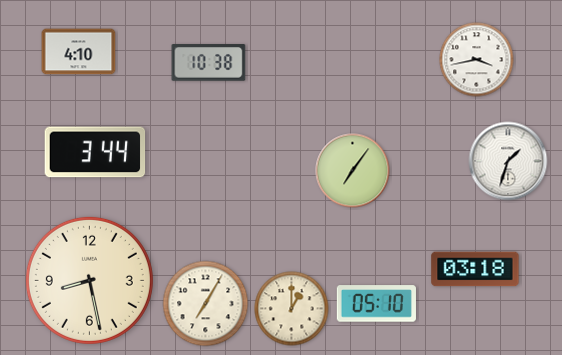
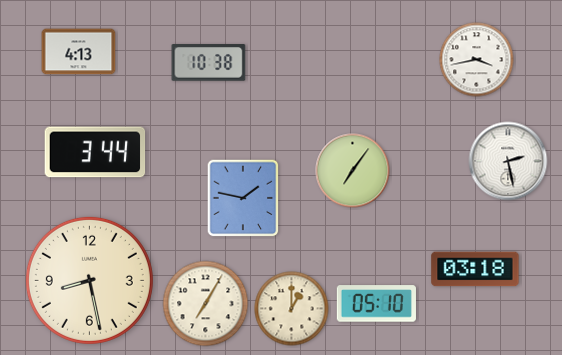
clock at (79, 52): 4:10 -> 4:13
clock at (508, 161): 1:33 -> 2:28
clock at (243, 198): none -> 1:47
